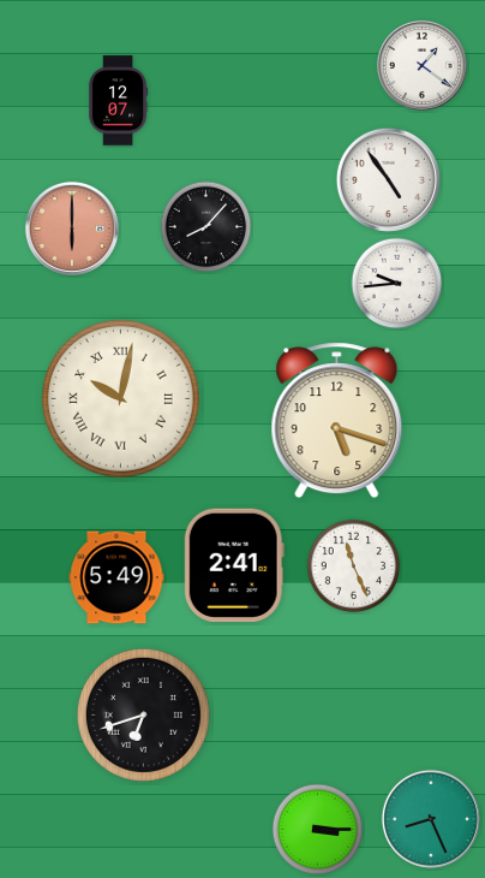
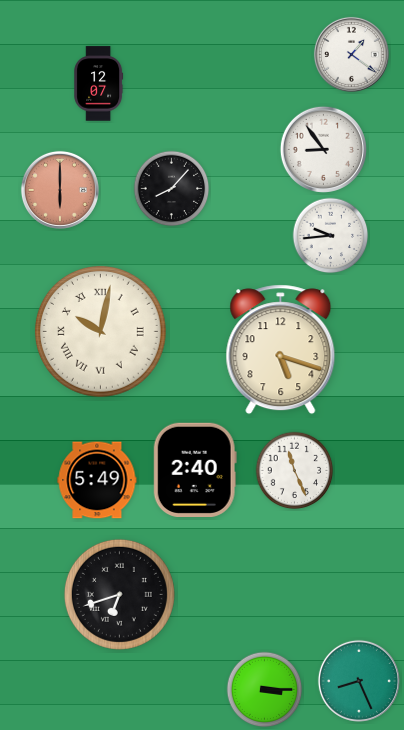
clock at (388, 179): 4:54 -> 8:54
clock at (234, 564): 2:41 -> 2:40
